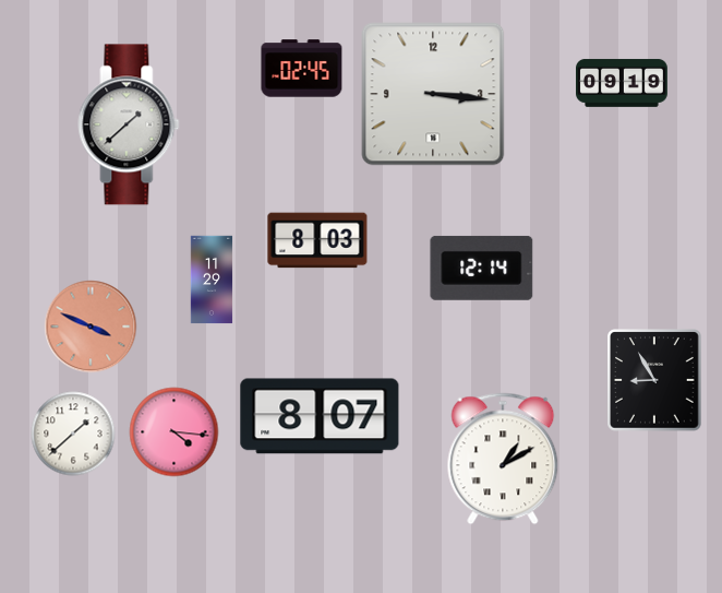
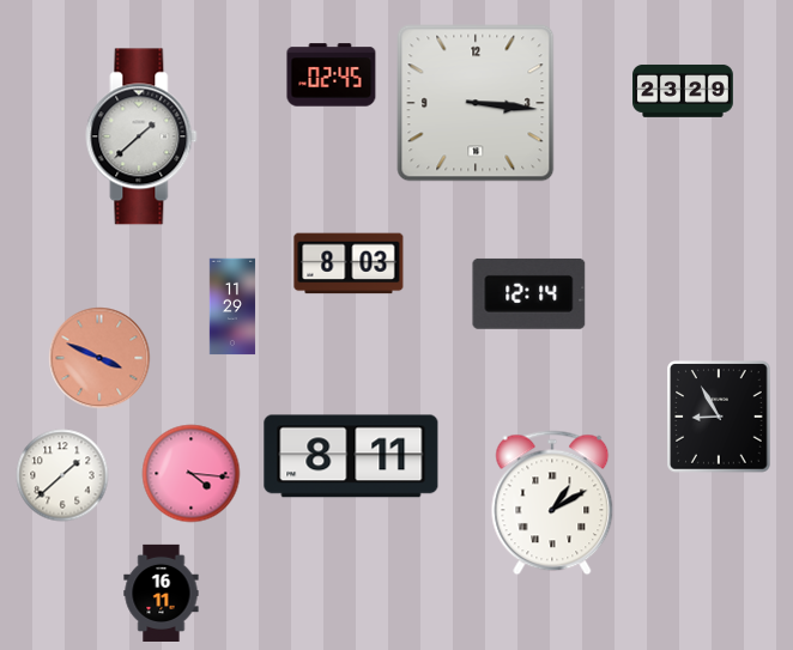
clock at (623, 83): 09:19 -> 23:29
clock at (320, 416): 8:07 -> 8:11
clock at (73, 434) position: (73, 434) -> (62, 475)
clock at (162, 593): none -> 16:11
